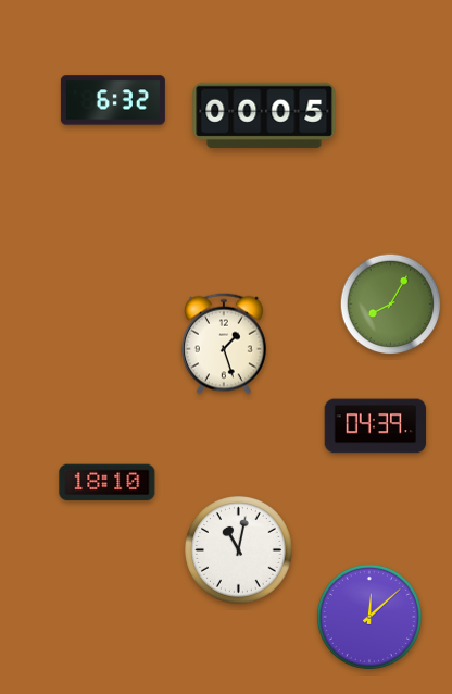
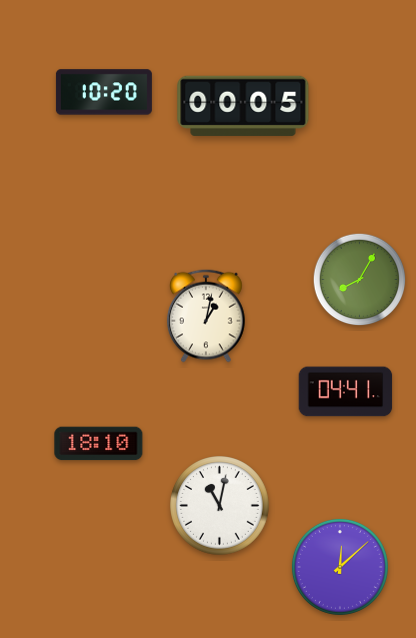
clock at (113, 100): 6:32 -> 10:20
clock at (224, 344): 1:27 -> 1:02
clock at (376, 426): 04:39 -> 04:41
